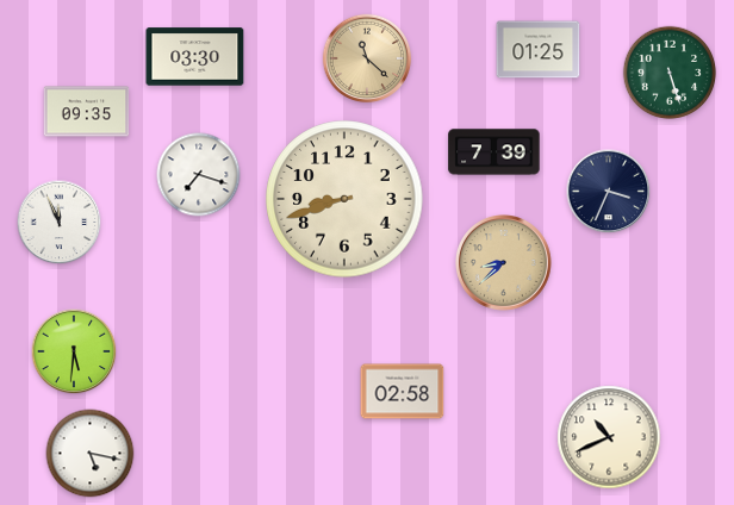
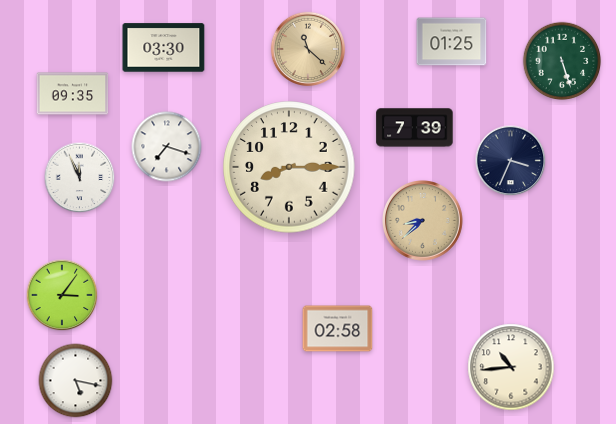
clock at (344, 199): 8:42 -> 8:15
clock at (60, 223) position: (60, 223) -> (80, 178)
clock at (74, 351): 5:31 -> 3:06
clock at (609, 437): 10:41 -> 10:44
